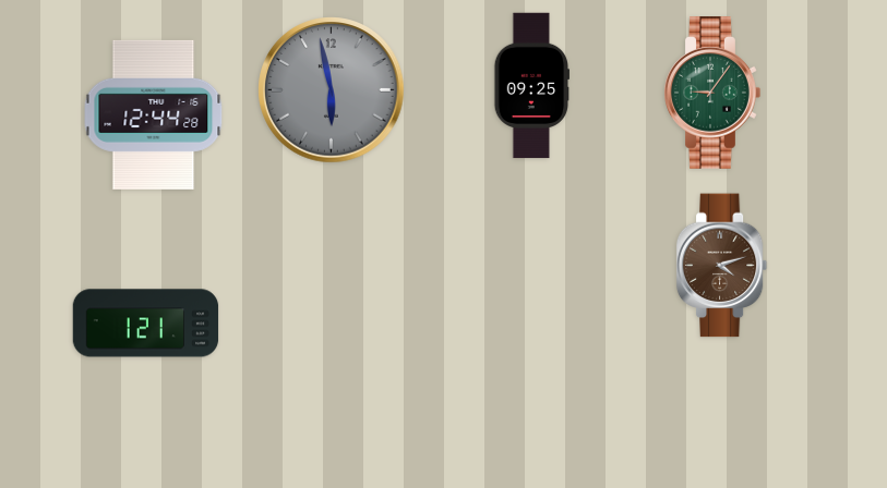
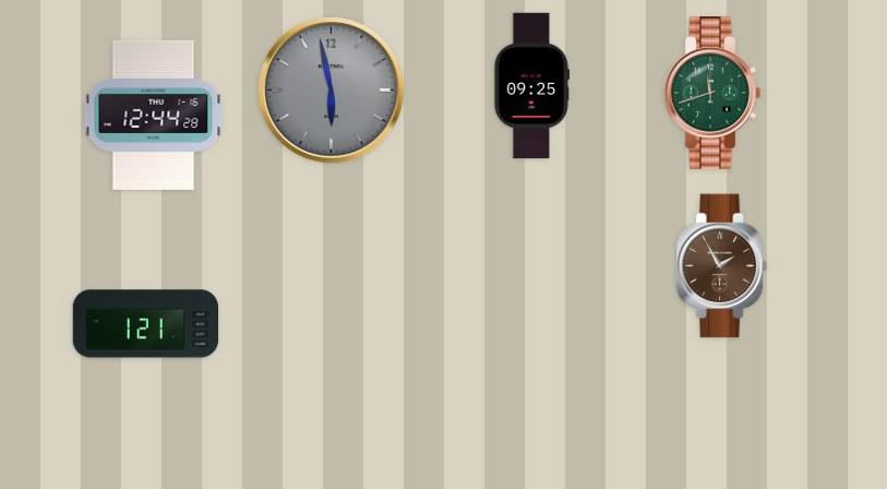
clock at (712, 94): 9:06 -> 11:42
clock at (722, 266): 4:12 -> 1:55
